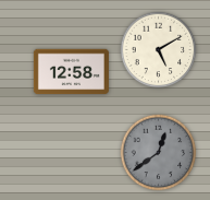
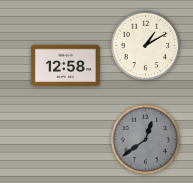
clock at (159, 50): 5:10 -> 1:10
